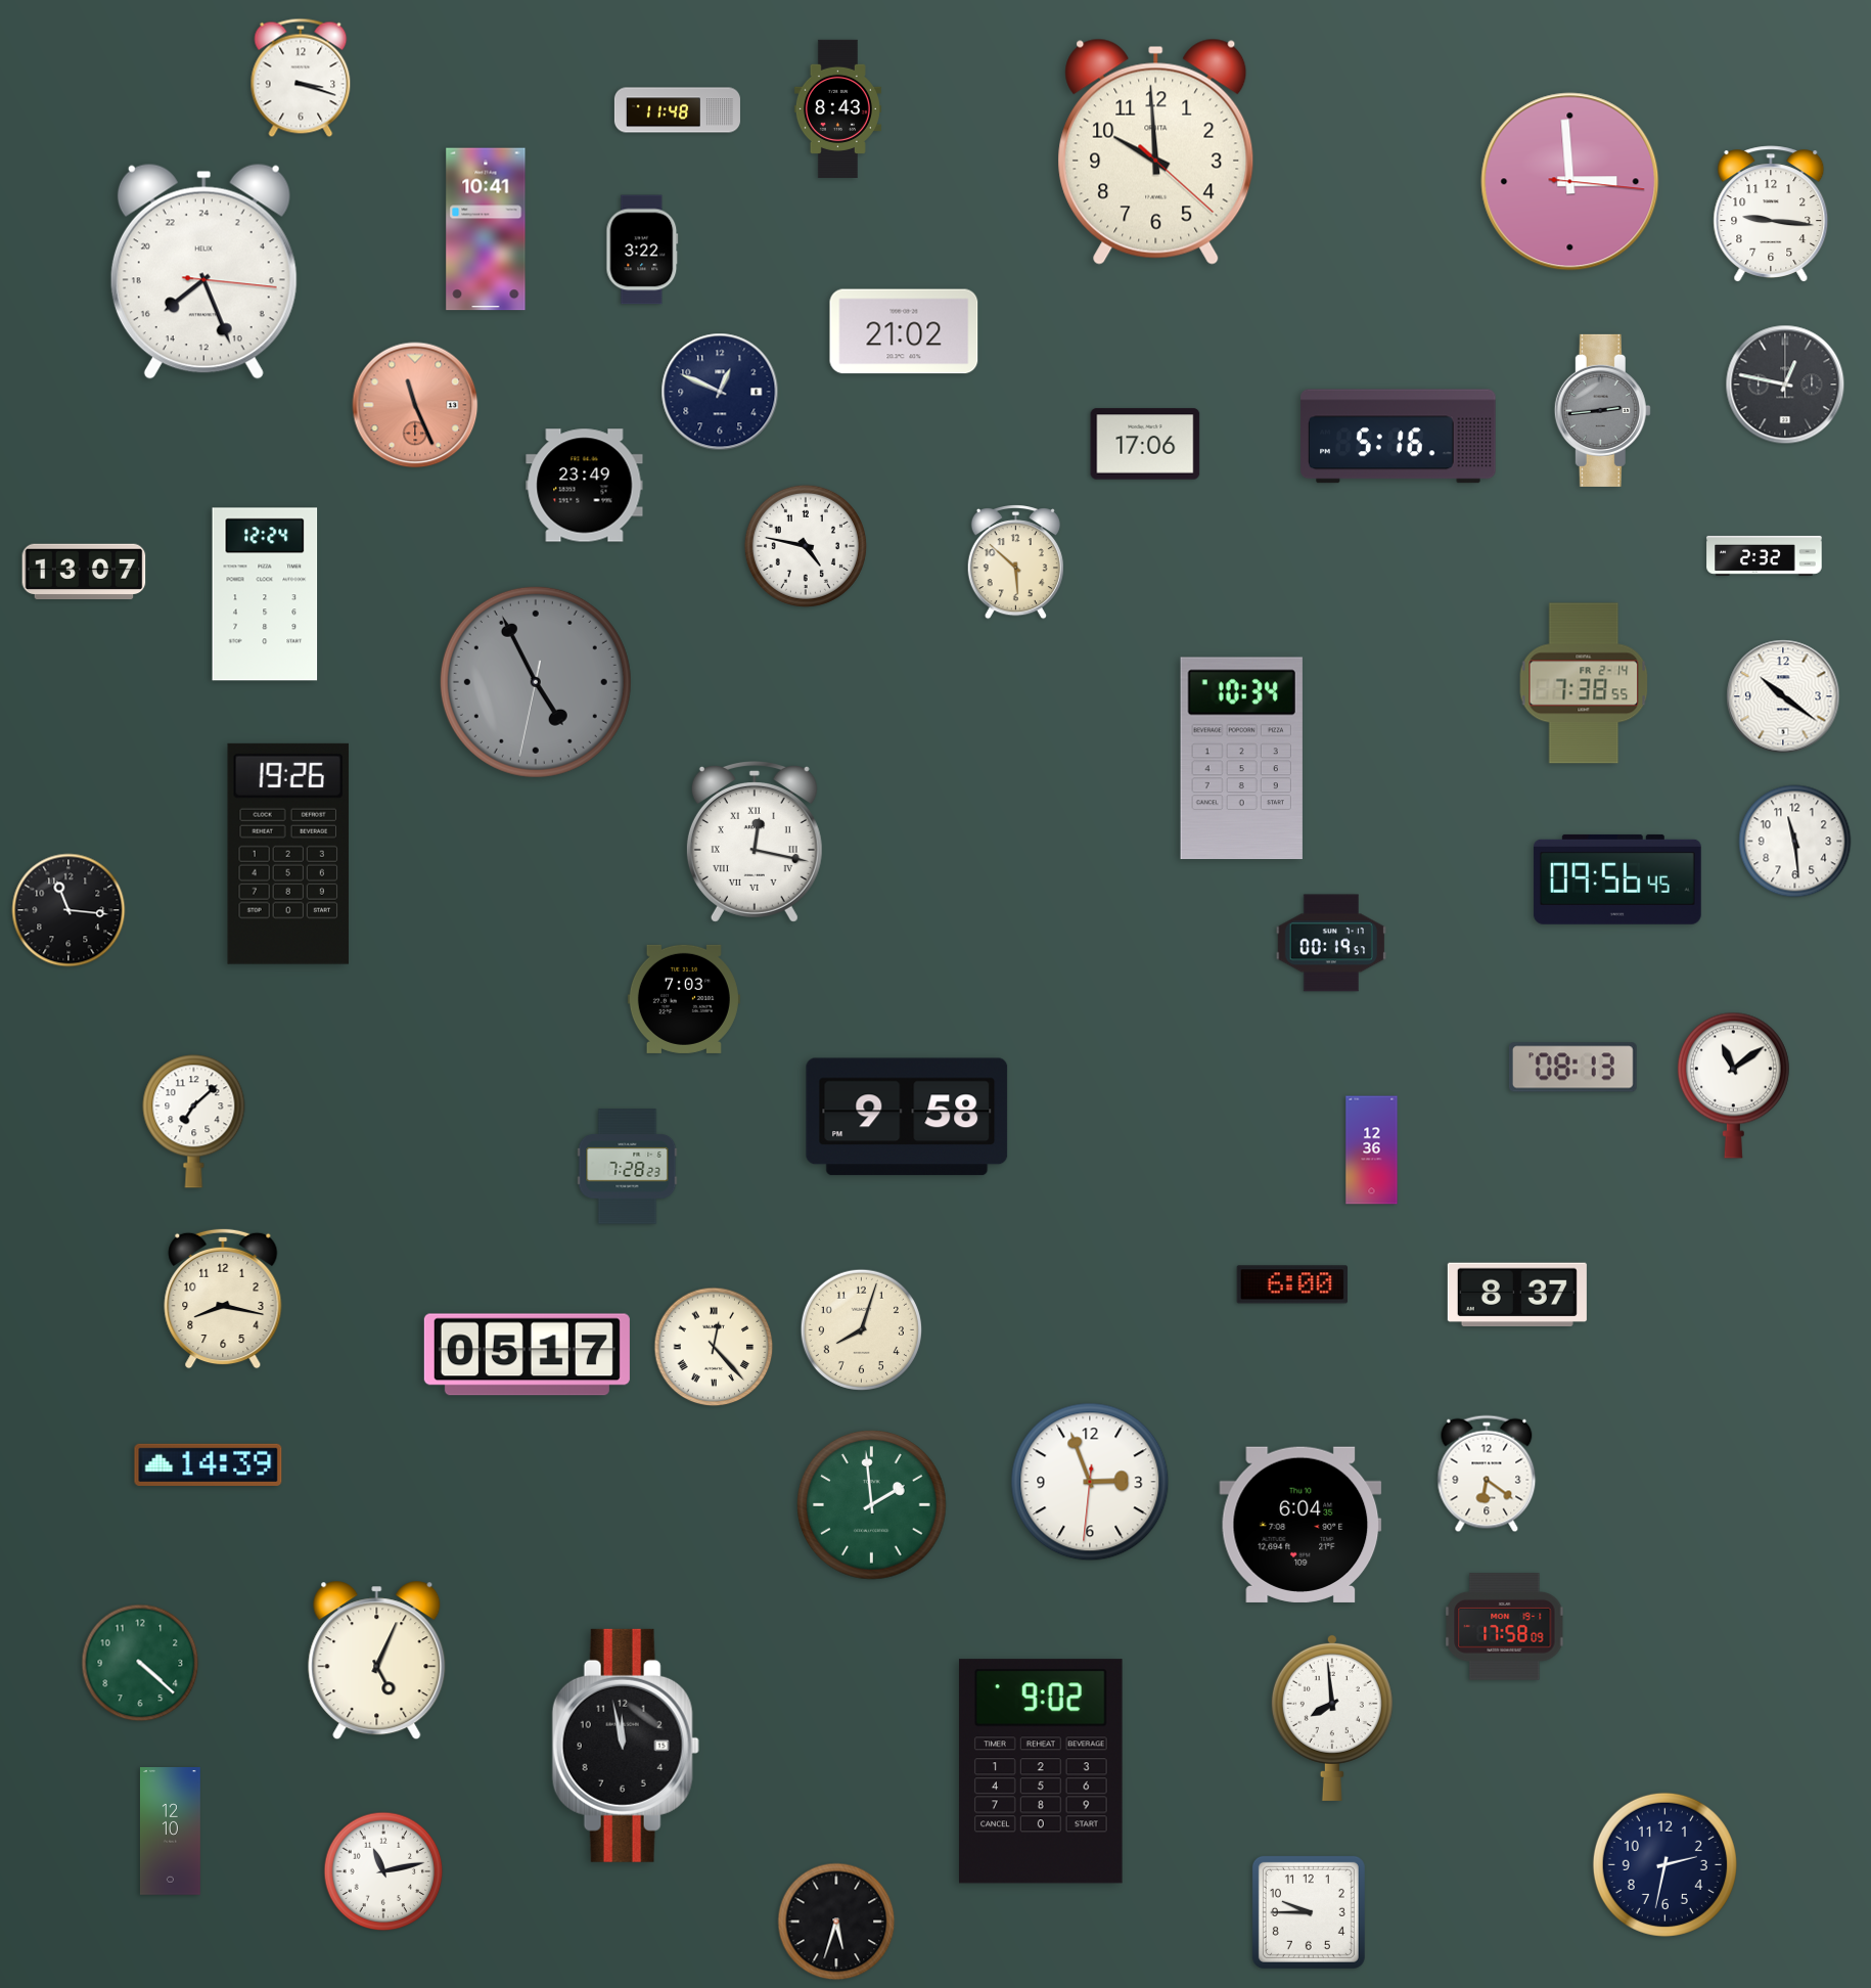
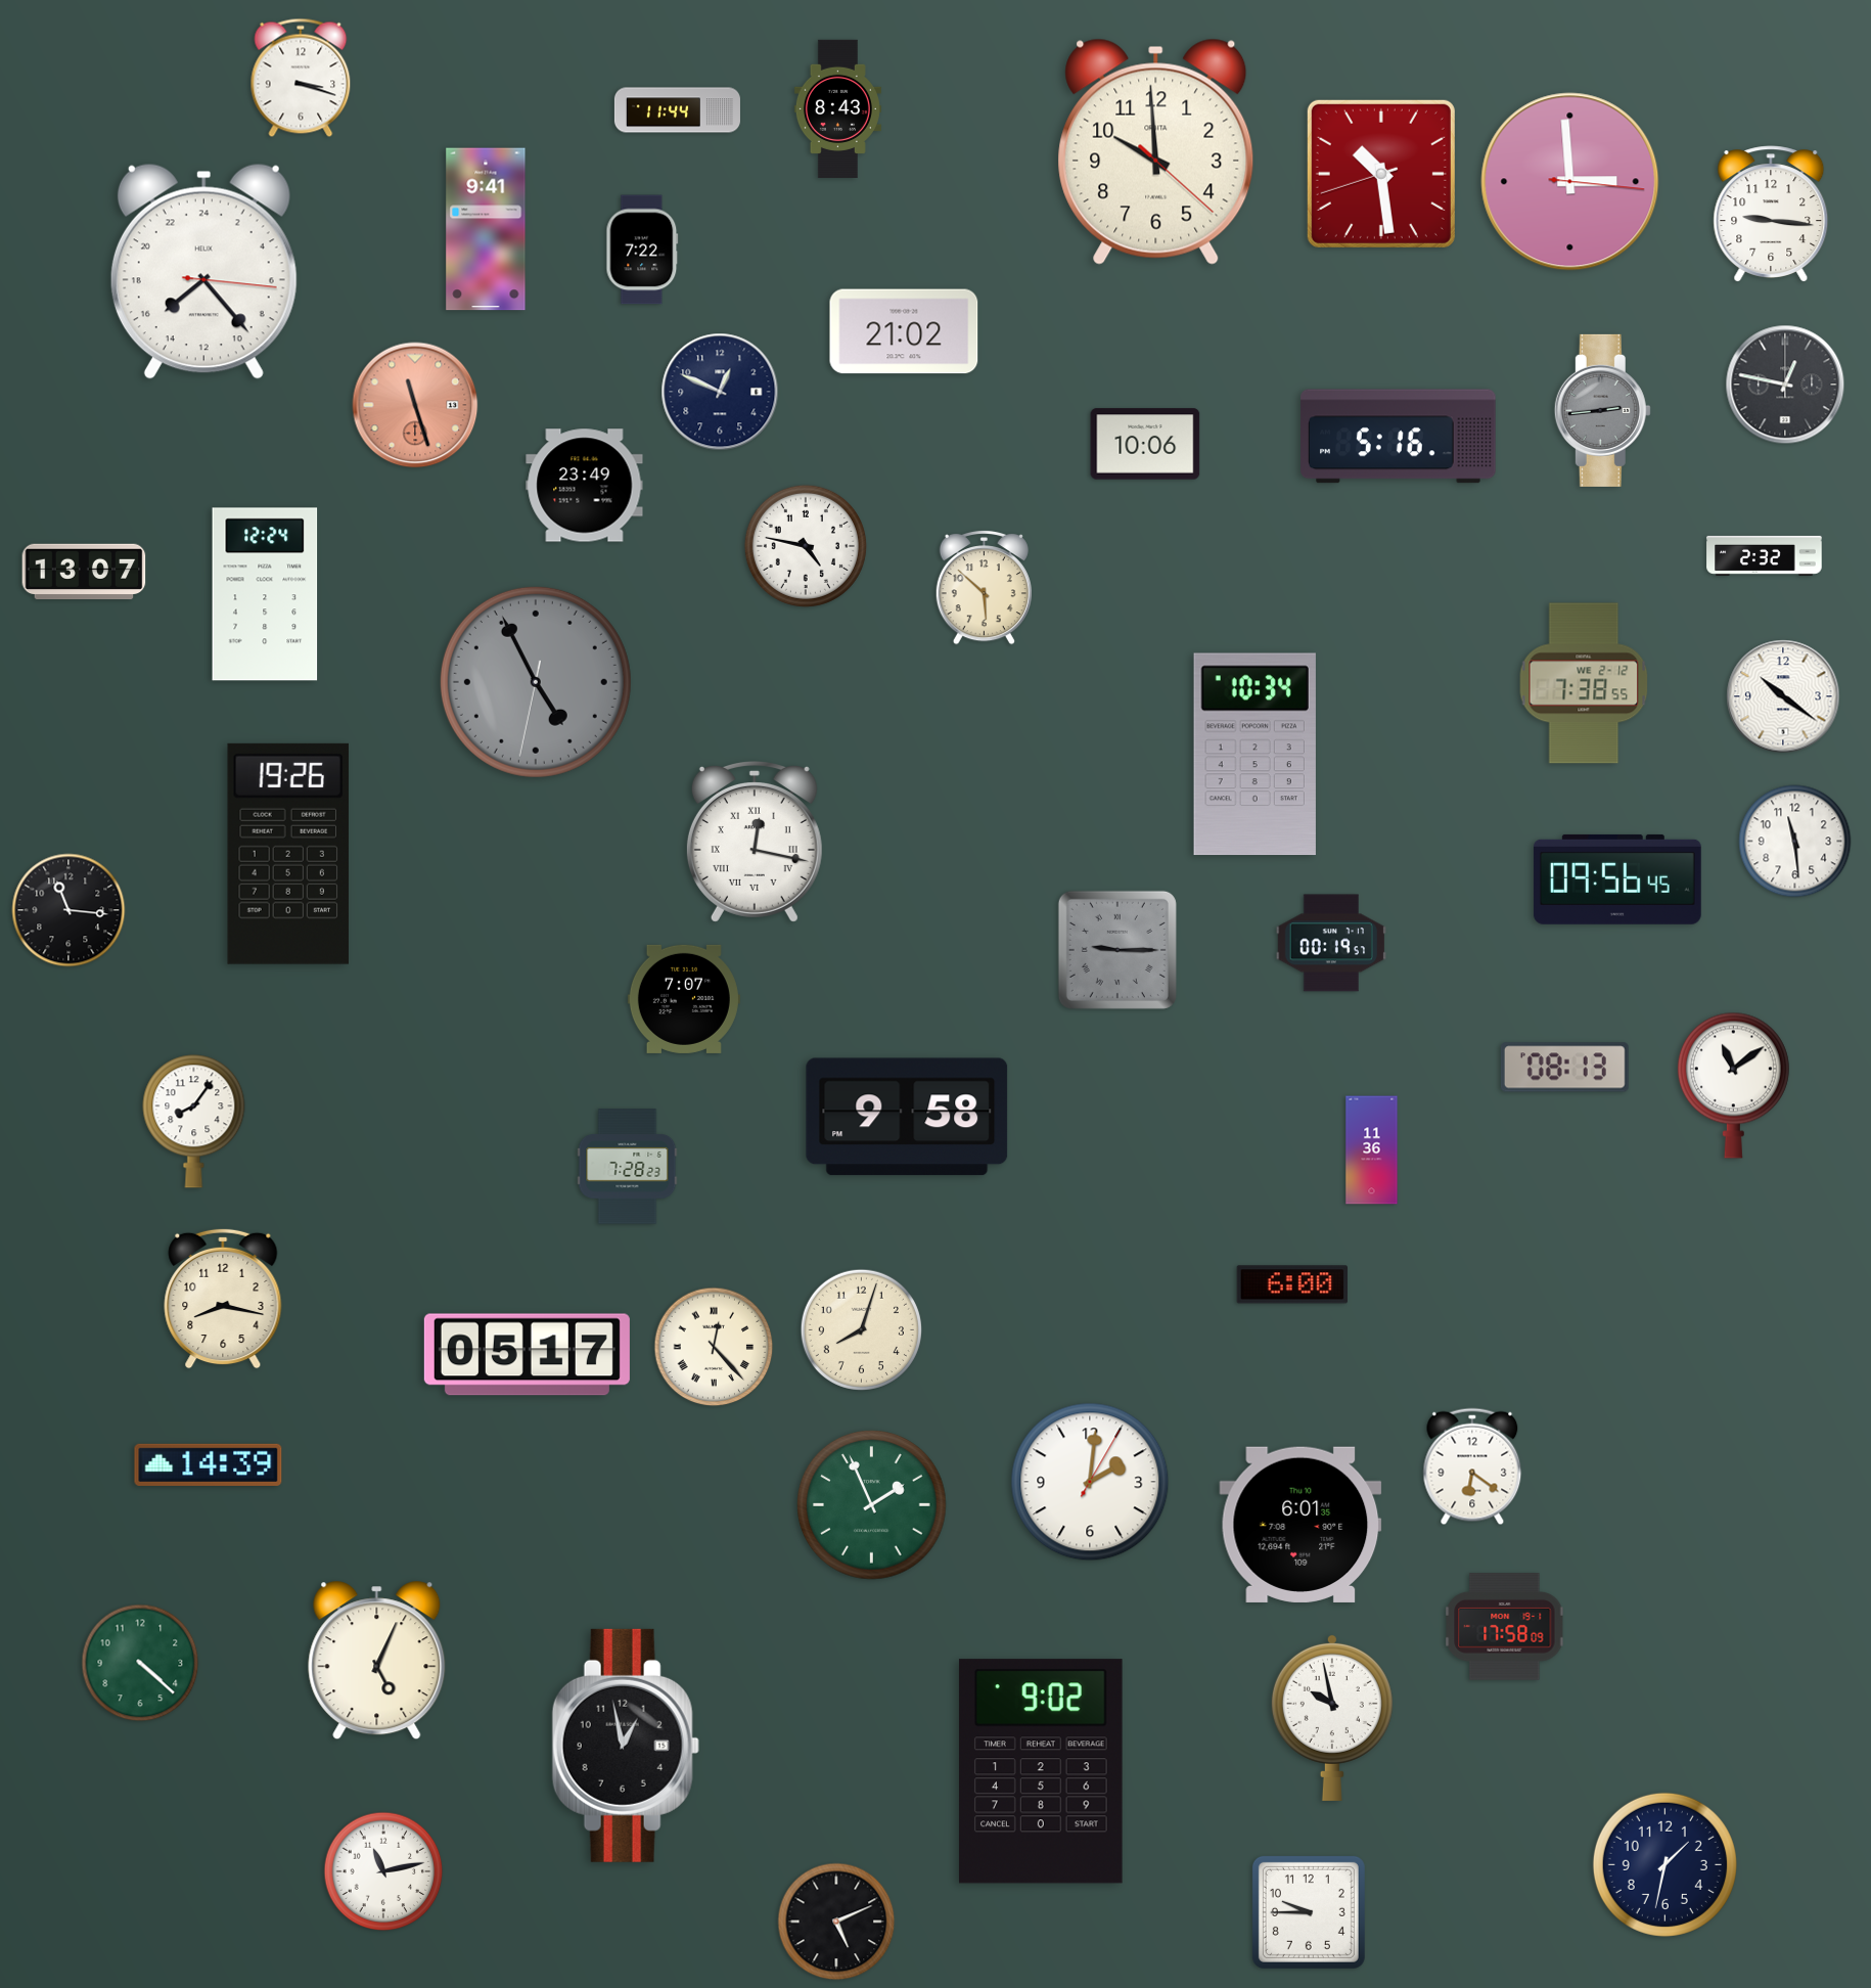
clock at (677, 110): 11:48 -> 11:44
clock at (1381, 174): none -> 10:28
clock at (486, 229): 10:41 -> 9:41
clock at (642, 250): 3:22 -> 7:22
clock at (203, 271): 15:26 -> 15:23
clock at (415, 405): 11:26 -> 11:27
clock at (1145, 444): 17:06 -> 10:06
clock at (1015, 562) position: (1015, 562) -> (984, 588)
clock at (1584, 683) date: FR 2-14 -> WE 2-12
clock at (1241, 759) position: (1241, 759) -> (1254, 755)
clock at (1117, 950): none -> 9:15
clock at (684, 999): 7:03 -> 7:07
clock at (1572, 1068) position: (1572, 1068) -> (1564, 1068)
clock at (194, 1122): 7:08 -> 8:06
clock at (1372, 1150): 12:36 -> 11:36
clock at (1517, 1294): 8:37 -> none
clock at (1487, 1474) position: (1487, 1474) -> (1472, 1466)
clock at (1090, 1482): 2:56 -> 2:01
clock at (872, 1505): 1:59 -> 1:56
clock at (1300, 1525): 6:04 -> 6:01
clock at (1332, 1717): 7:59 -> 9:58
clock at (626, 1746): 11:58 -> 12:58
clock at (170, 1832): 12:10 -> none
clock at (1664, 1864): 2:32 -> 1:32
clock at (836, 1922): 5:33 -> 5:11
